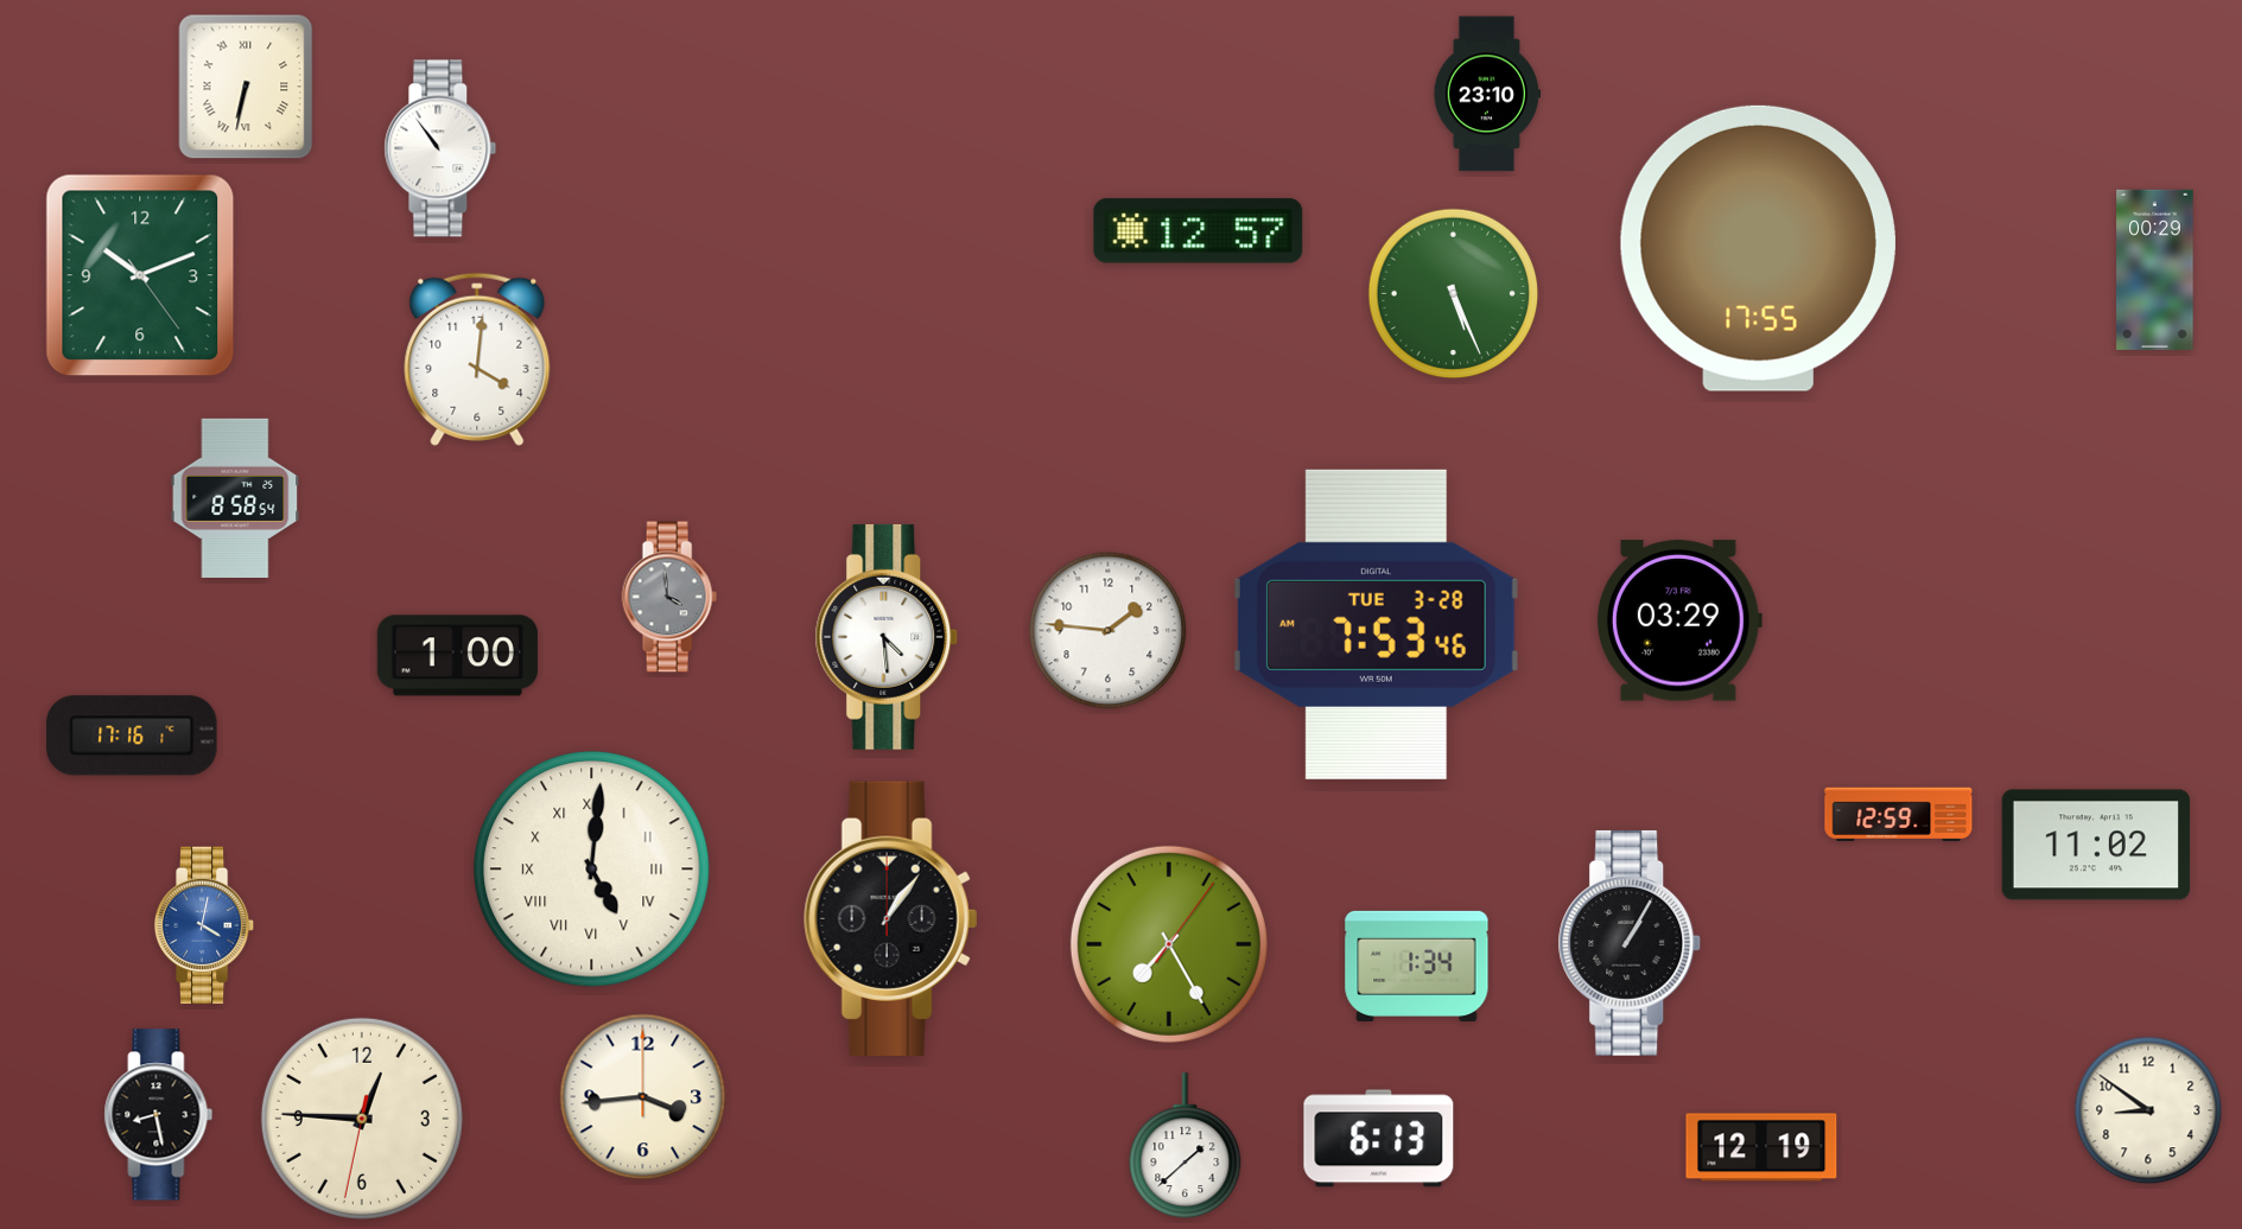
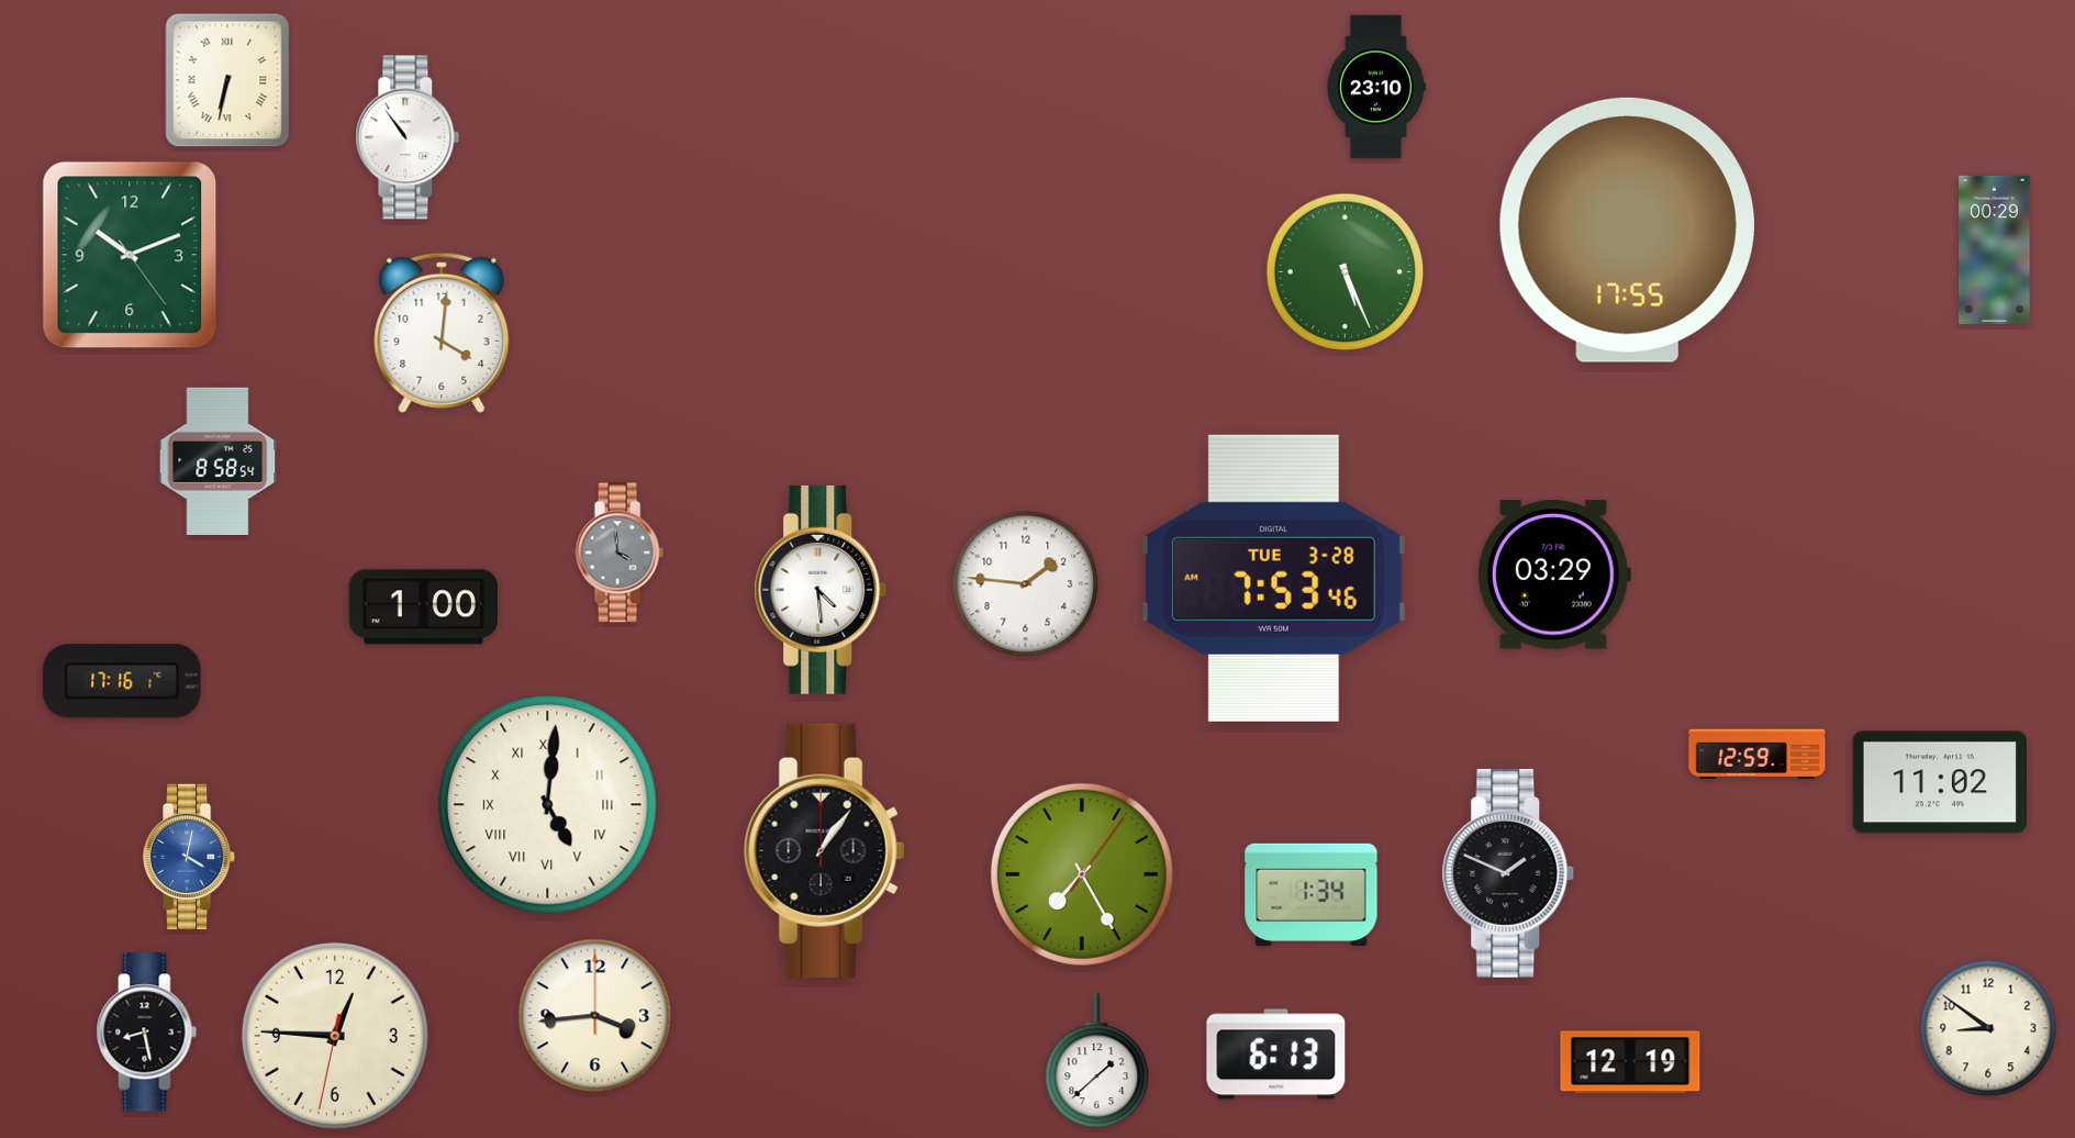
clock at (1199, 231): 12:57 -> none
clock at (1630, 943): 1:05 -> 1:49
